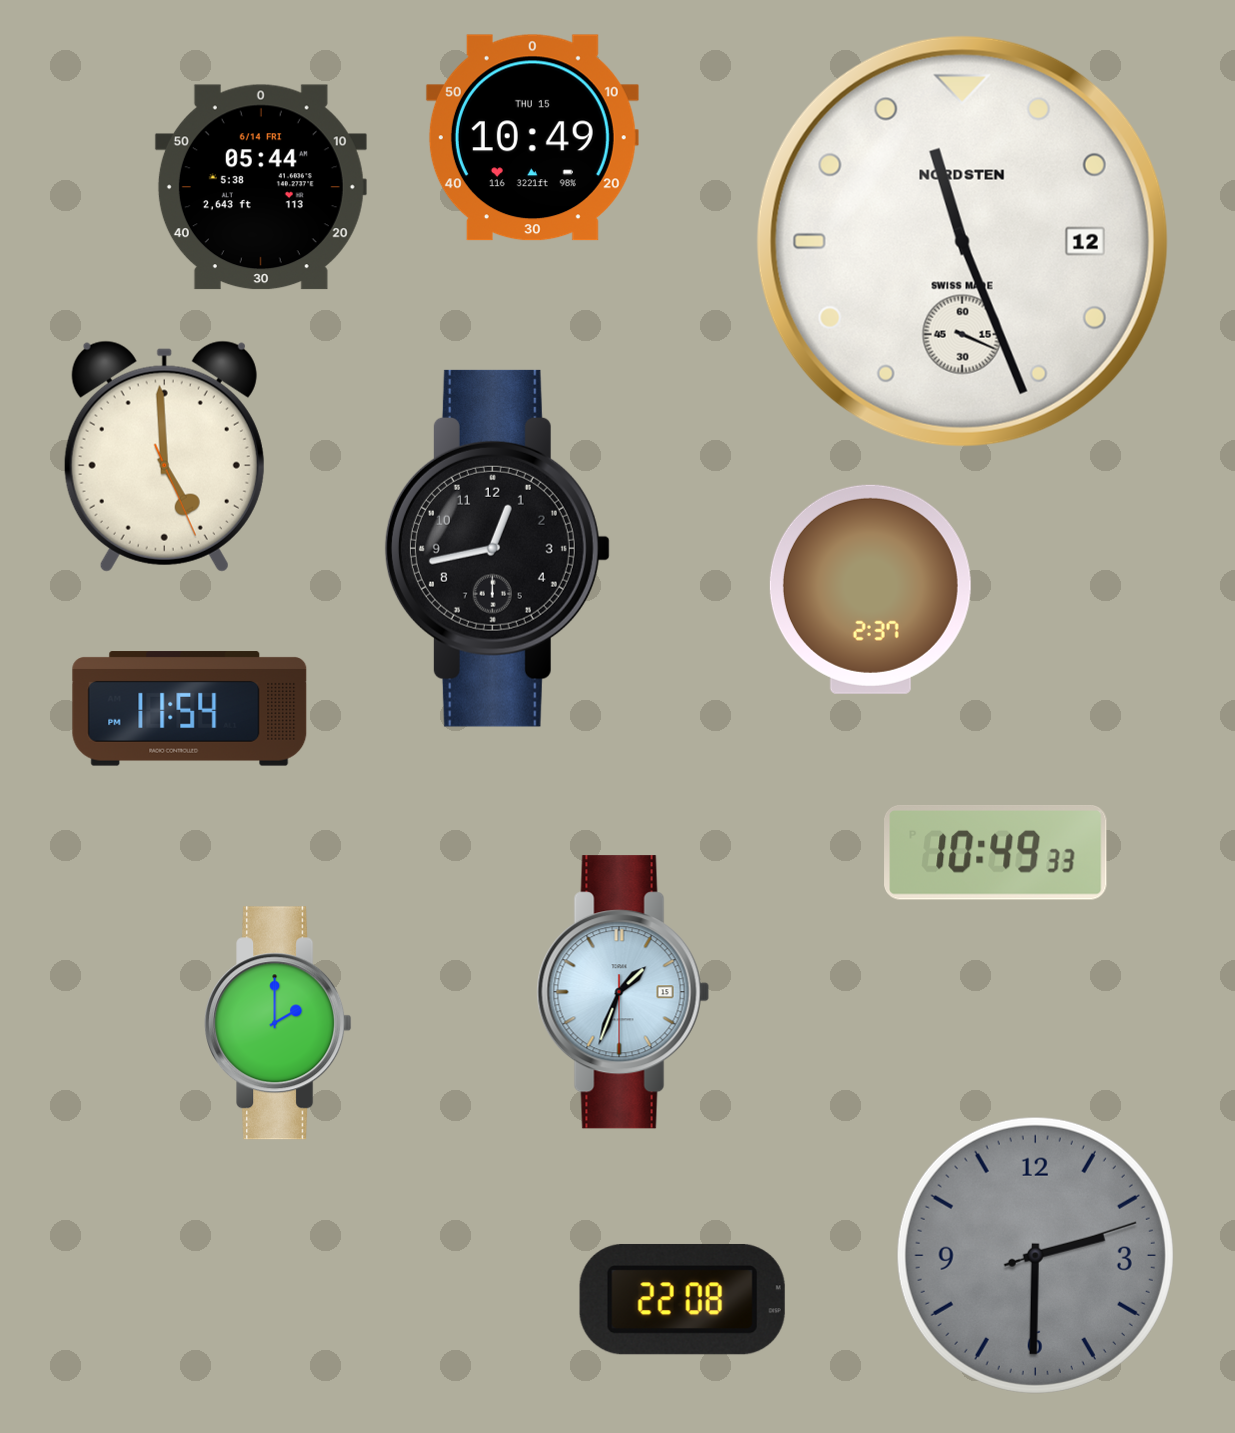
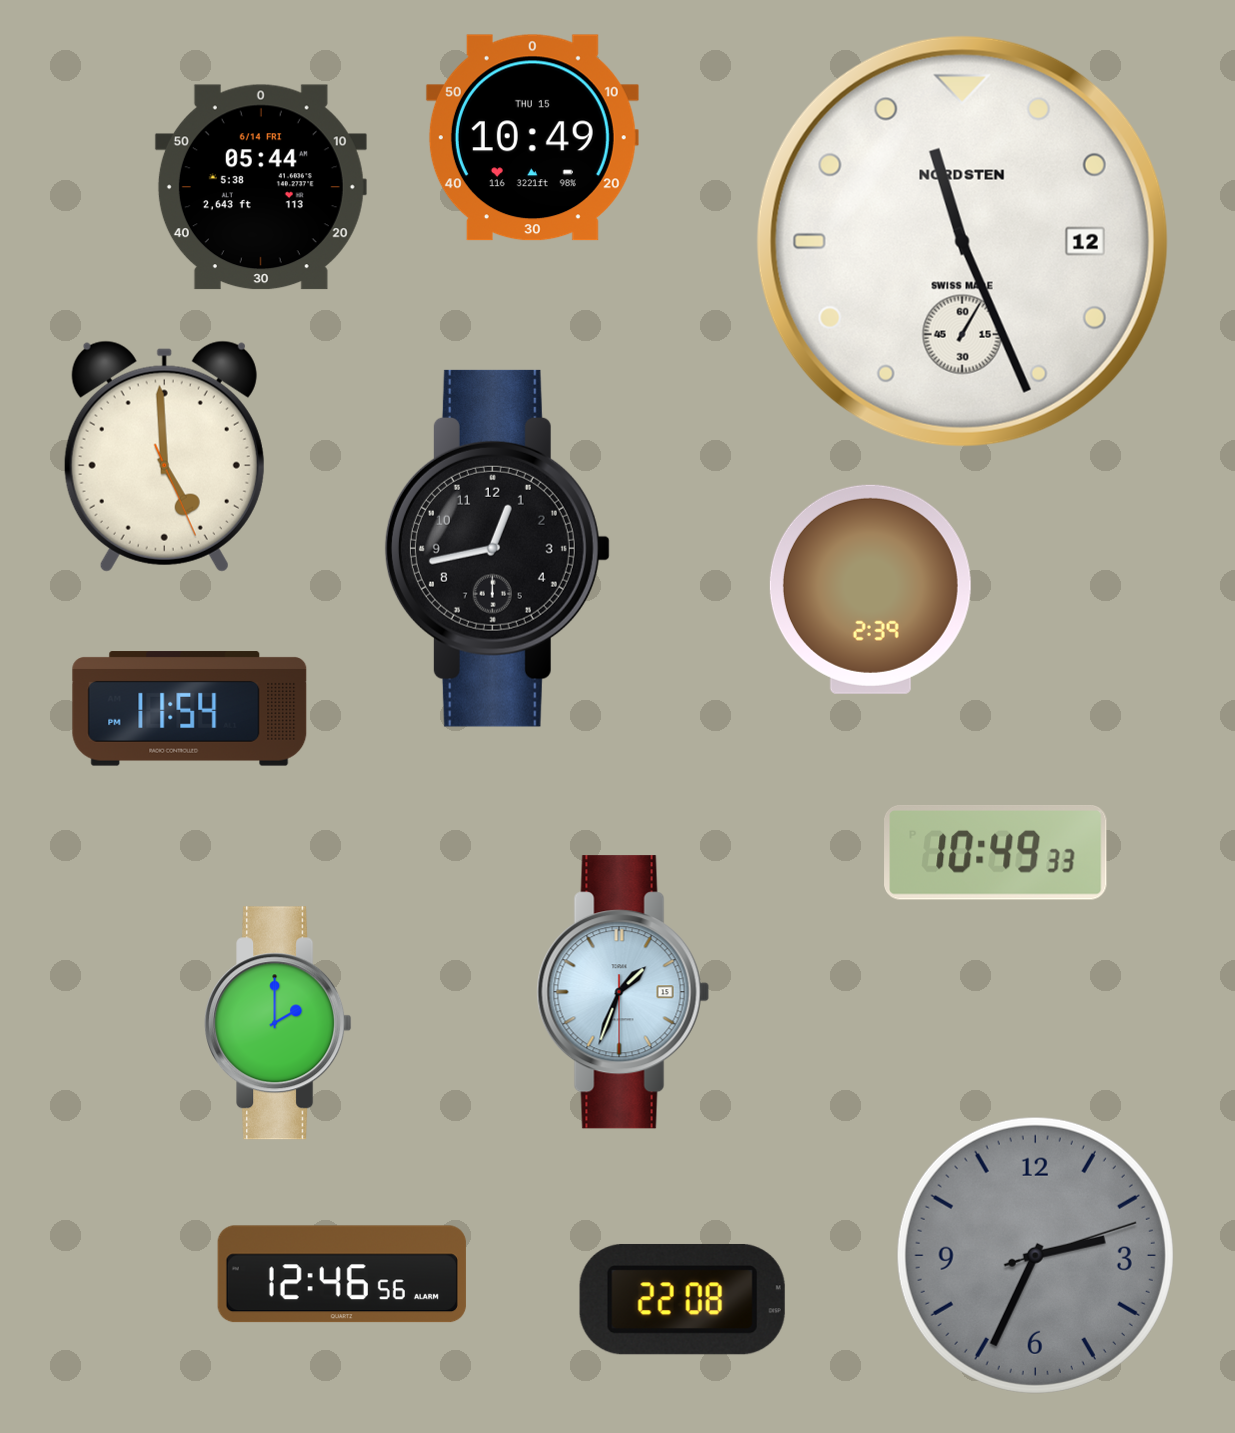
clock at (962, 241): 11:26:19 -> 11:26:05
clock at (870, 589): 2:37 -> 2:39
clock at (1035, 1255): 2:30 -> 2:34
clock at (342, 1274): none -> 12:46
